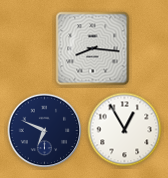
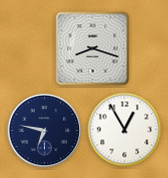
clock at (93, 49): 8:16 -> 8:18
clock at (45, 131): 6:49 -> 6:47
